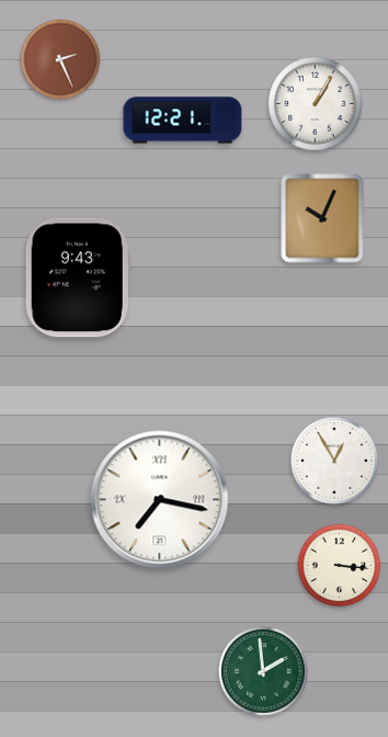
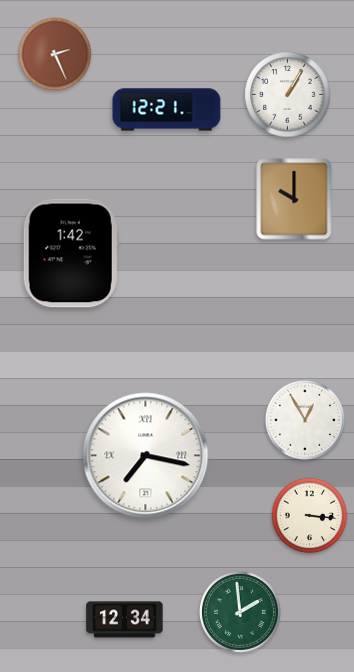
clock at (322, 218): 10:04 -> 10:00
clock at (78, 277): 9:43 -> 1:42
clock at (125, 620): none -> 12:34
